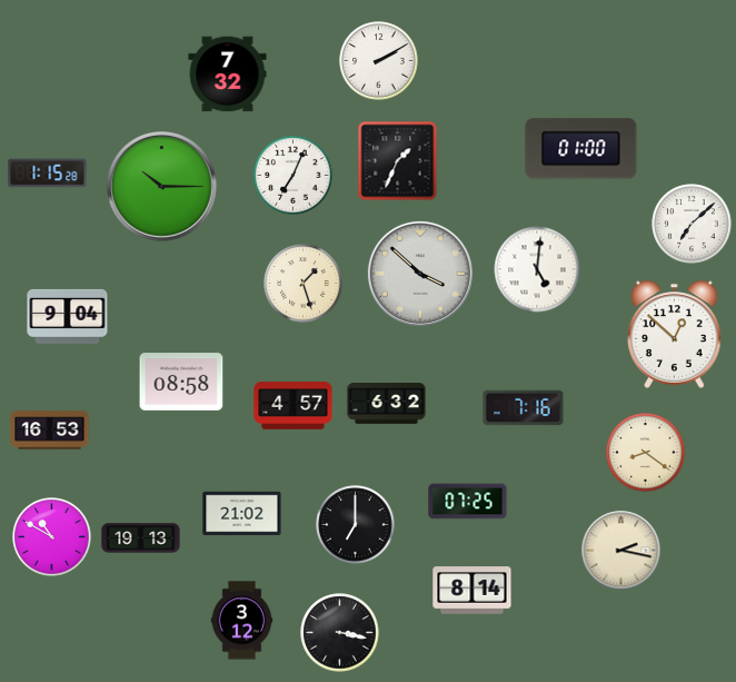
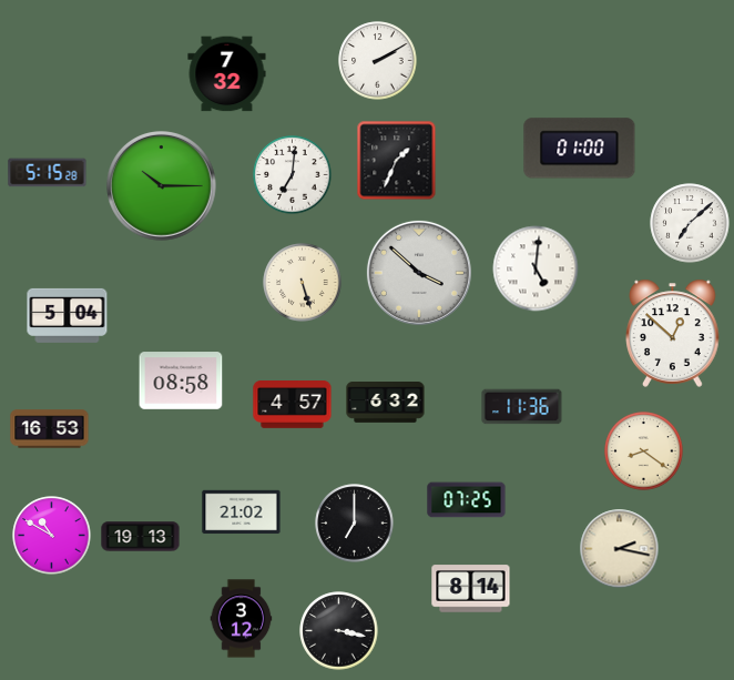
clock at (48, 174): 1:15 -> 5:15
clock at (294, 176): 7:04 -> 7:01
clock at (304, 284): 1:27 -> 5:27
clock at (68, 316): 9:04 -> 5:04
clock at (524, 408): 7:16 -> 11:36
